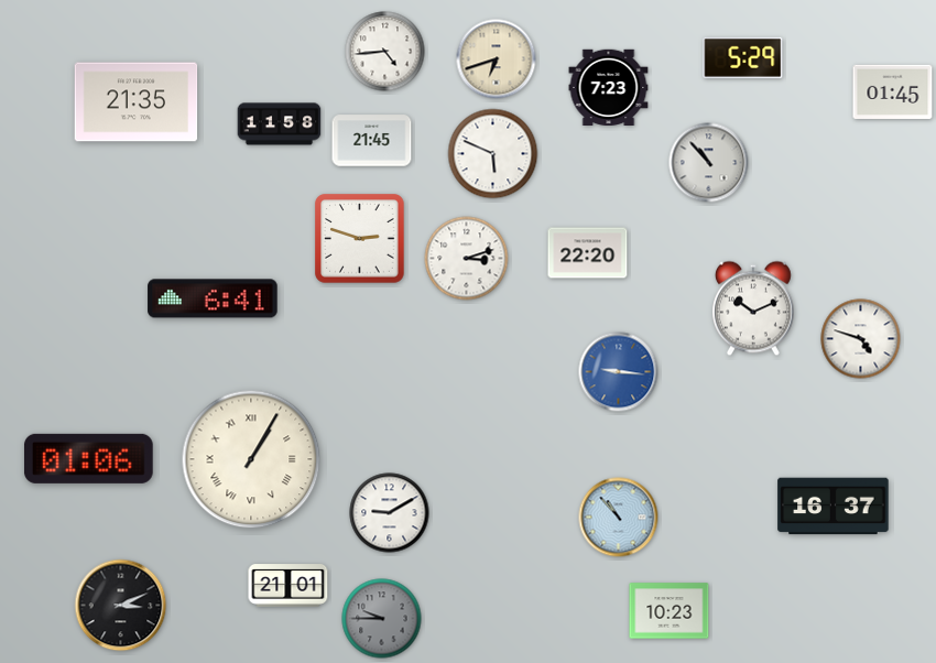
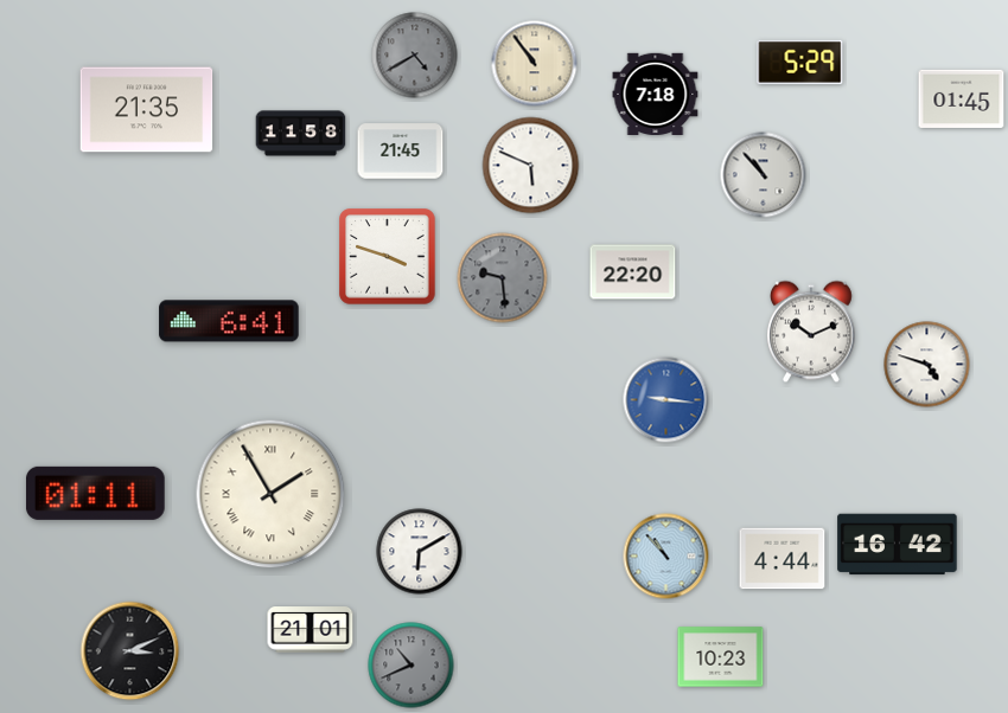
clock at (385, 52): 4:44 -> 4:40
clock at (385, 52) dial: white -> grey
clock at (497, 59): 6:42 -> 10:54
clock at (609, 88): 7:23 -> 7:18
clock at (360, 239): 2:48 -> 3:48
clock at (467, 259): 3:12 -> 9:29
clock at (467, 259) dial: white -> grey
clock at (88, 458): 01:06 -> 01:11
clock at (251, 459): 1:05 -> 1:55
clock at (834, 507): 16:37 -> 16:42
clock at (390, 513): 9:10 -> 6:10
clock at (783, 559): none -> 4:44
clock at (382, 619): 9:45 -> 10:41
